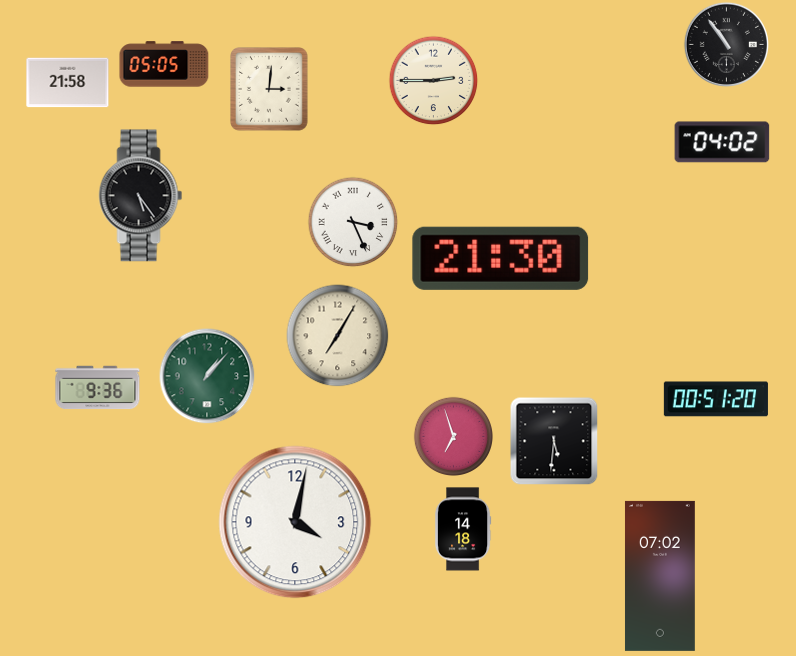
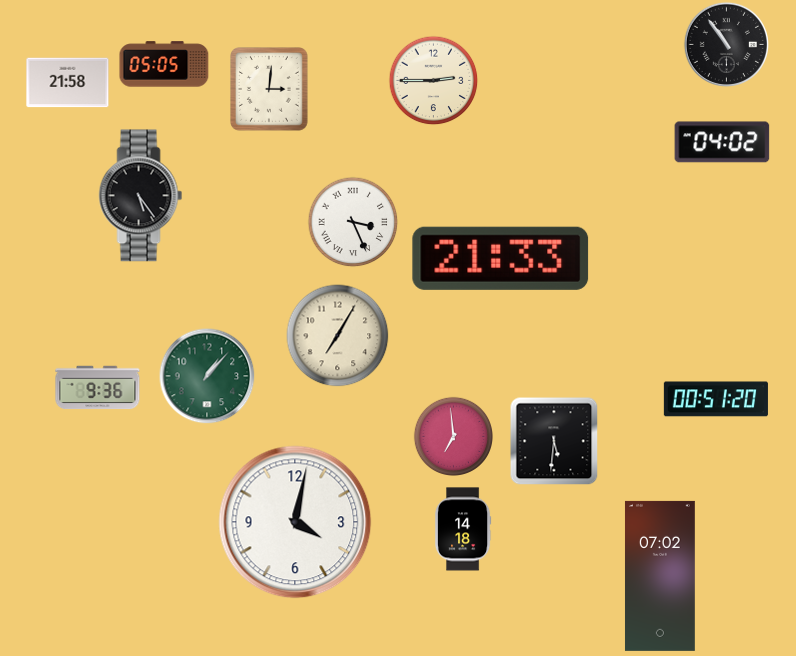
clock at (501, 258): 21:30 -> 21:33
clock at (453, 436): 6:57 -> 6:59
